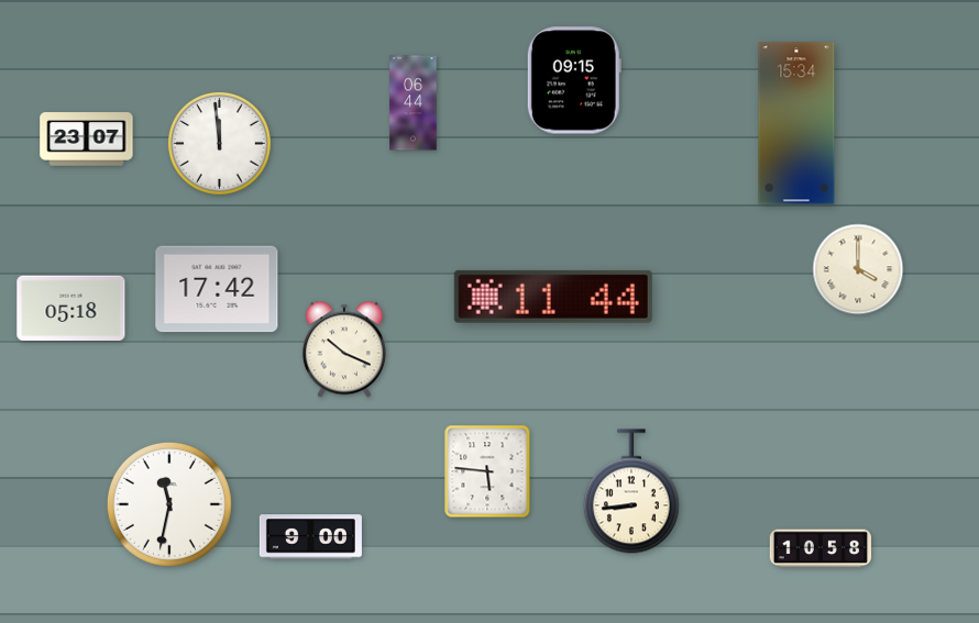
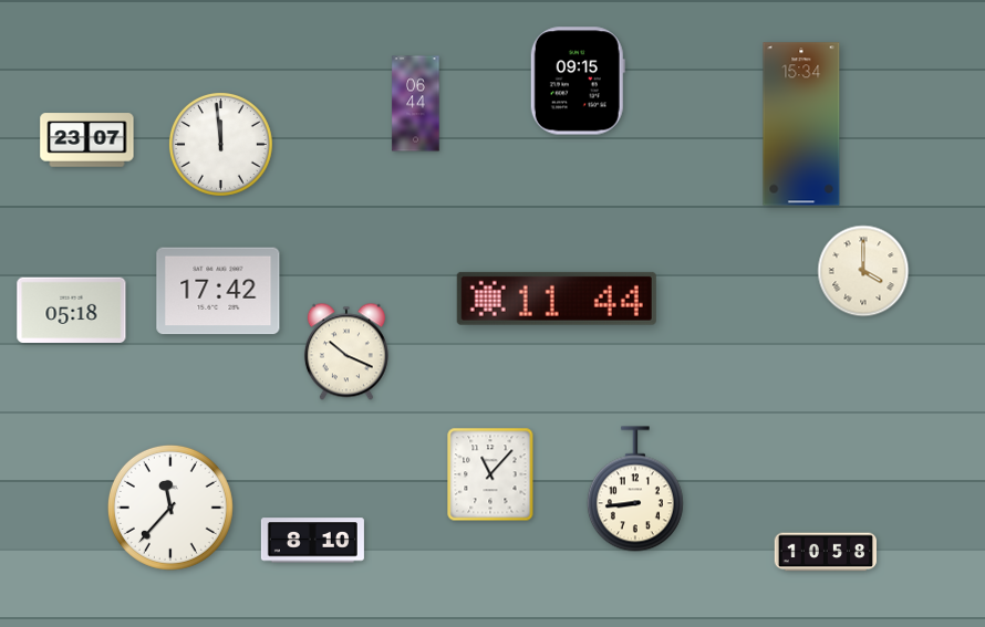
clock at (487, 471): 5:46 -> 11:07
clock at (631, 491) position: (631, 491) -> (635, 489)
clock at (169, 504): 11:32 -> 11:37
clock at (310, 537): 9:00 -> 8:10
